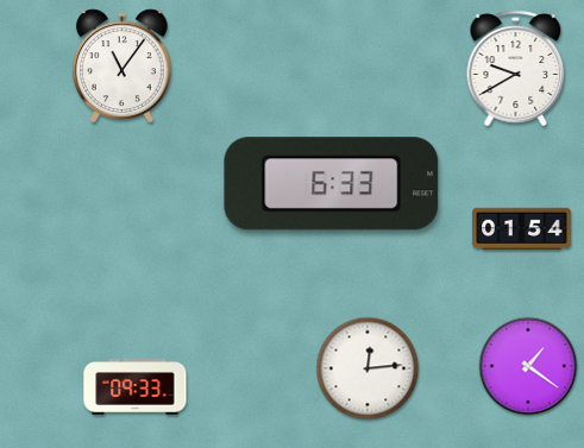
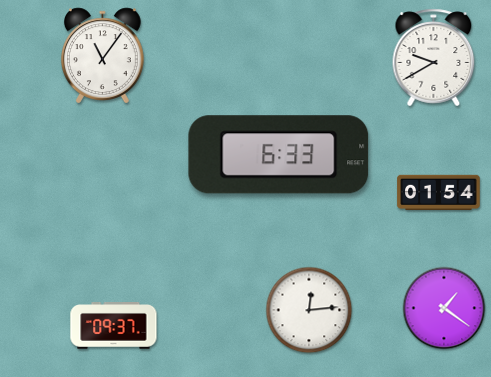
clock at (136, 387): 09:33 -> 09:37
